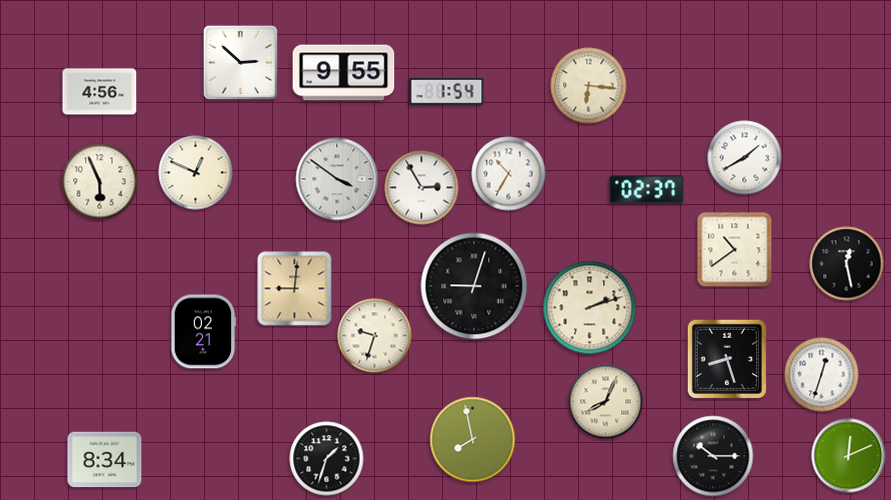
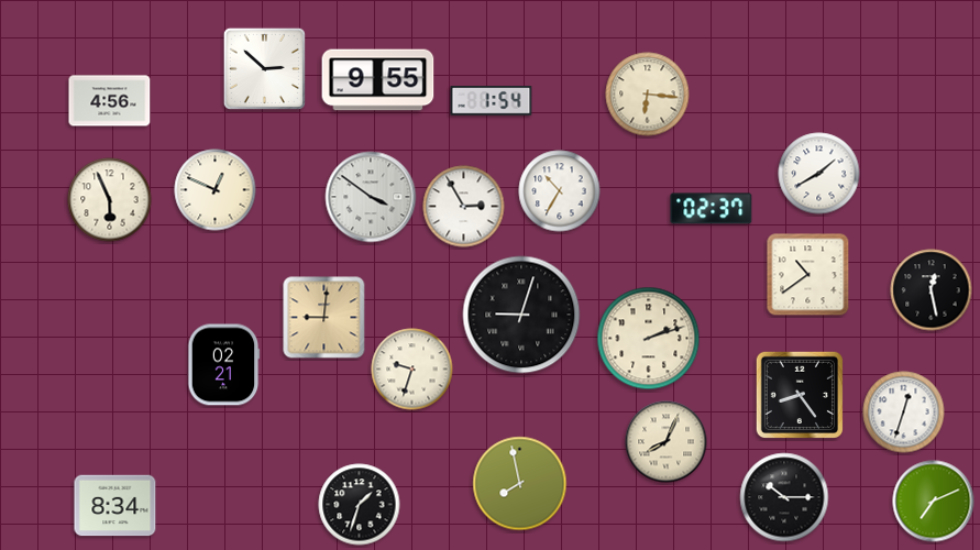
clock at (726, 358): 8:27 -> 8:24
clock at (713, 456) position: (713, 456) -> (784, 497)
clock at (849, 456): 12:11 -> 7:11
